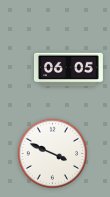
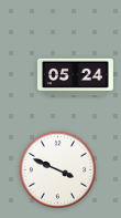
clock at (68, 70): 06:05 -> 05:24
